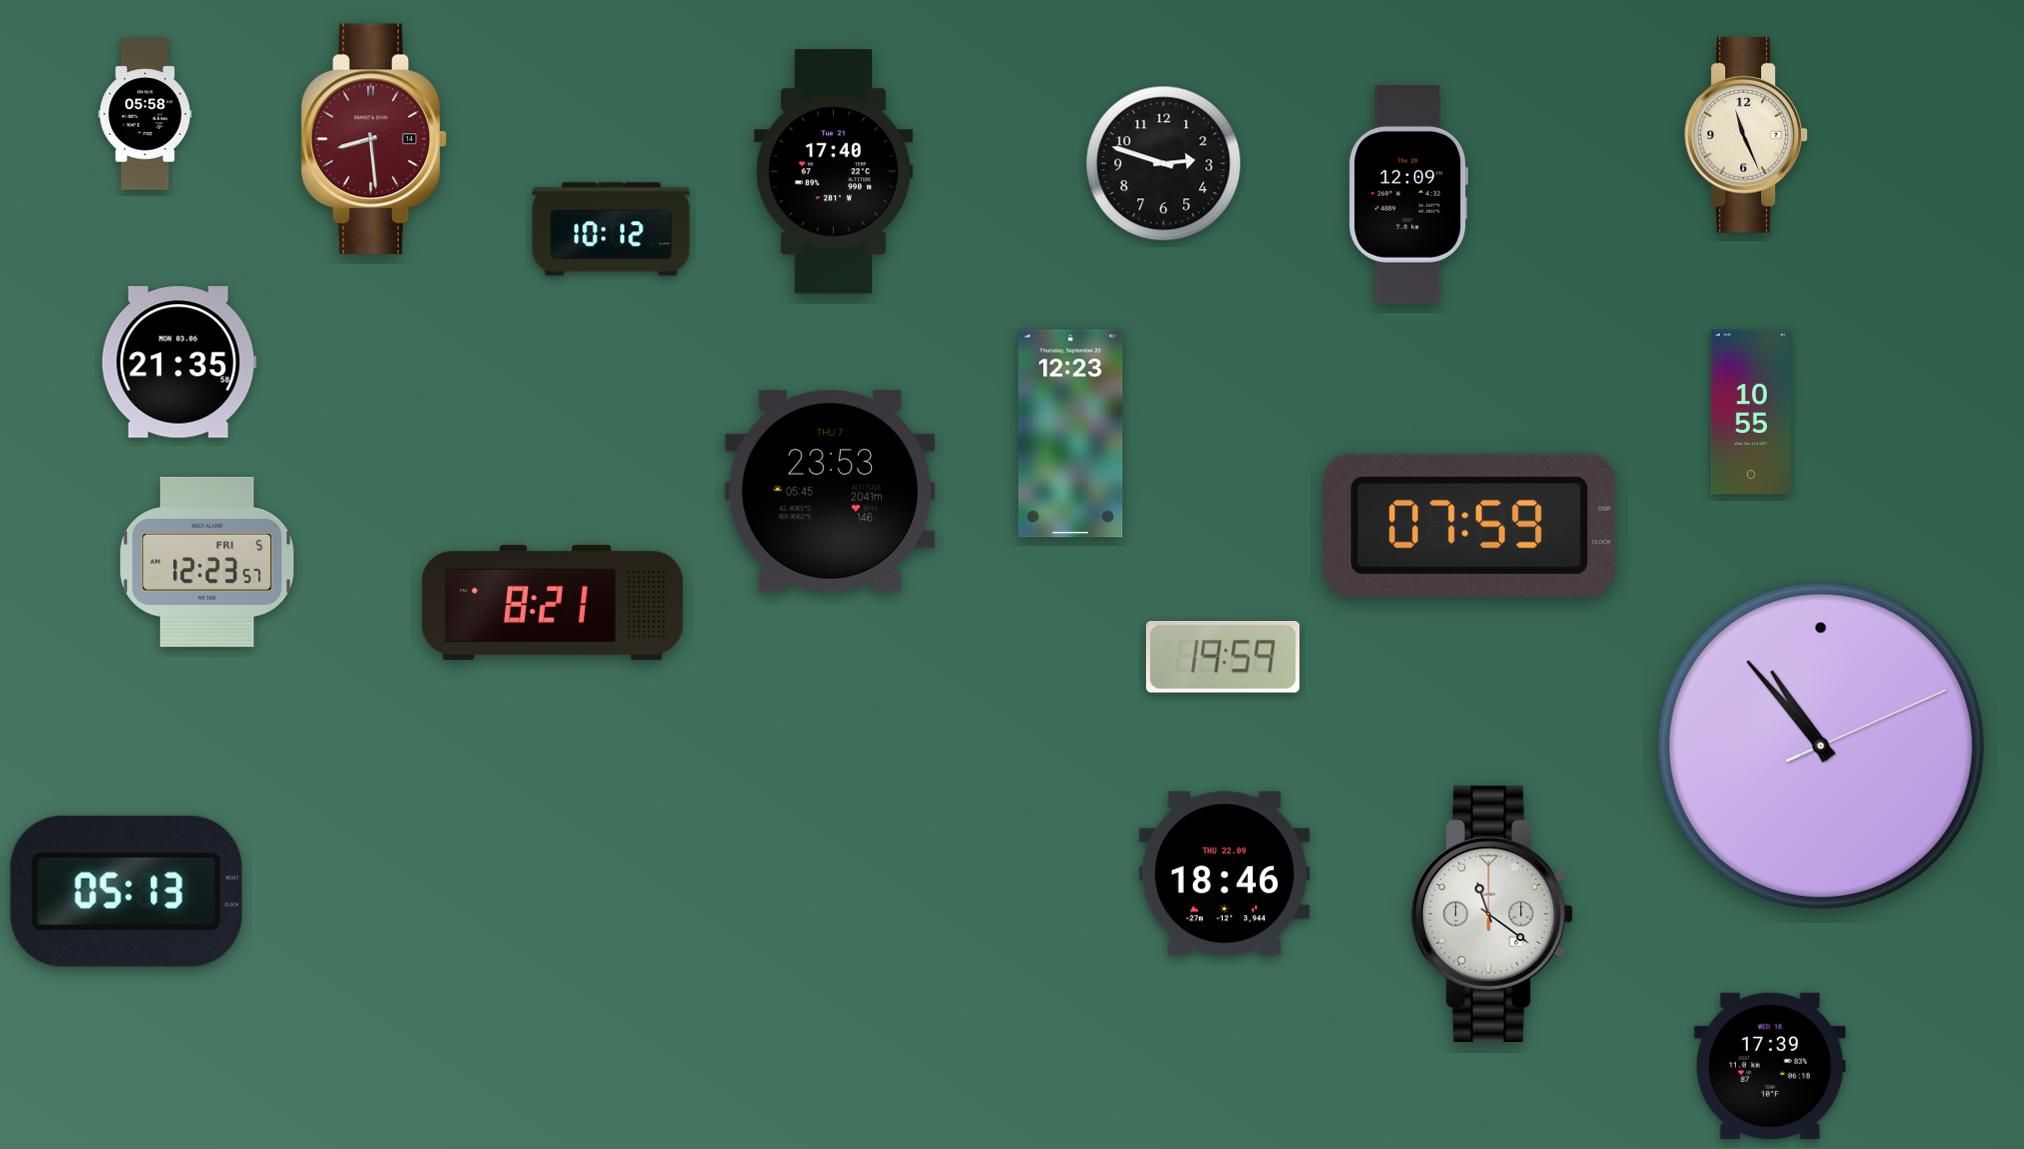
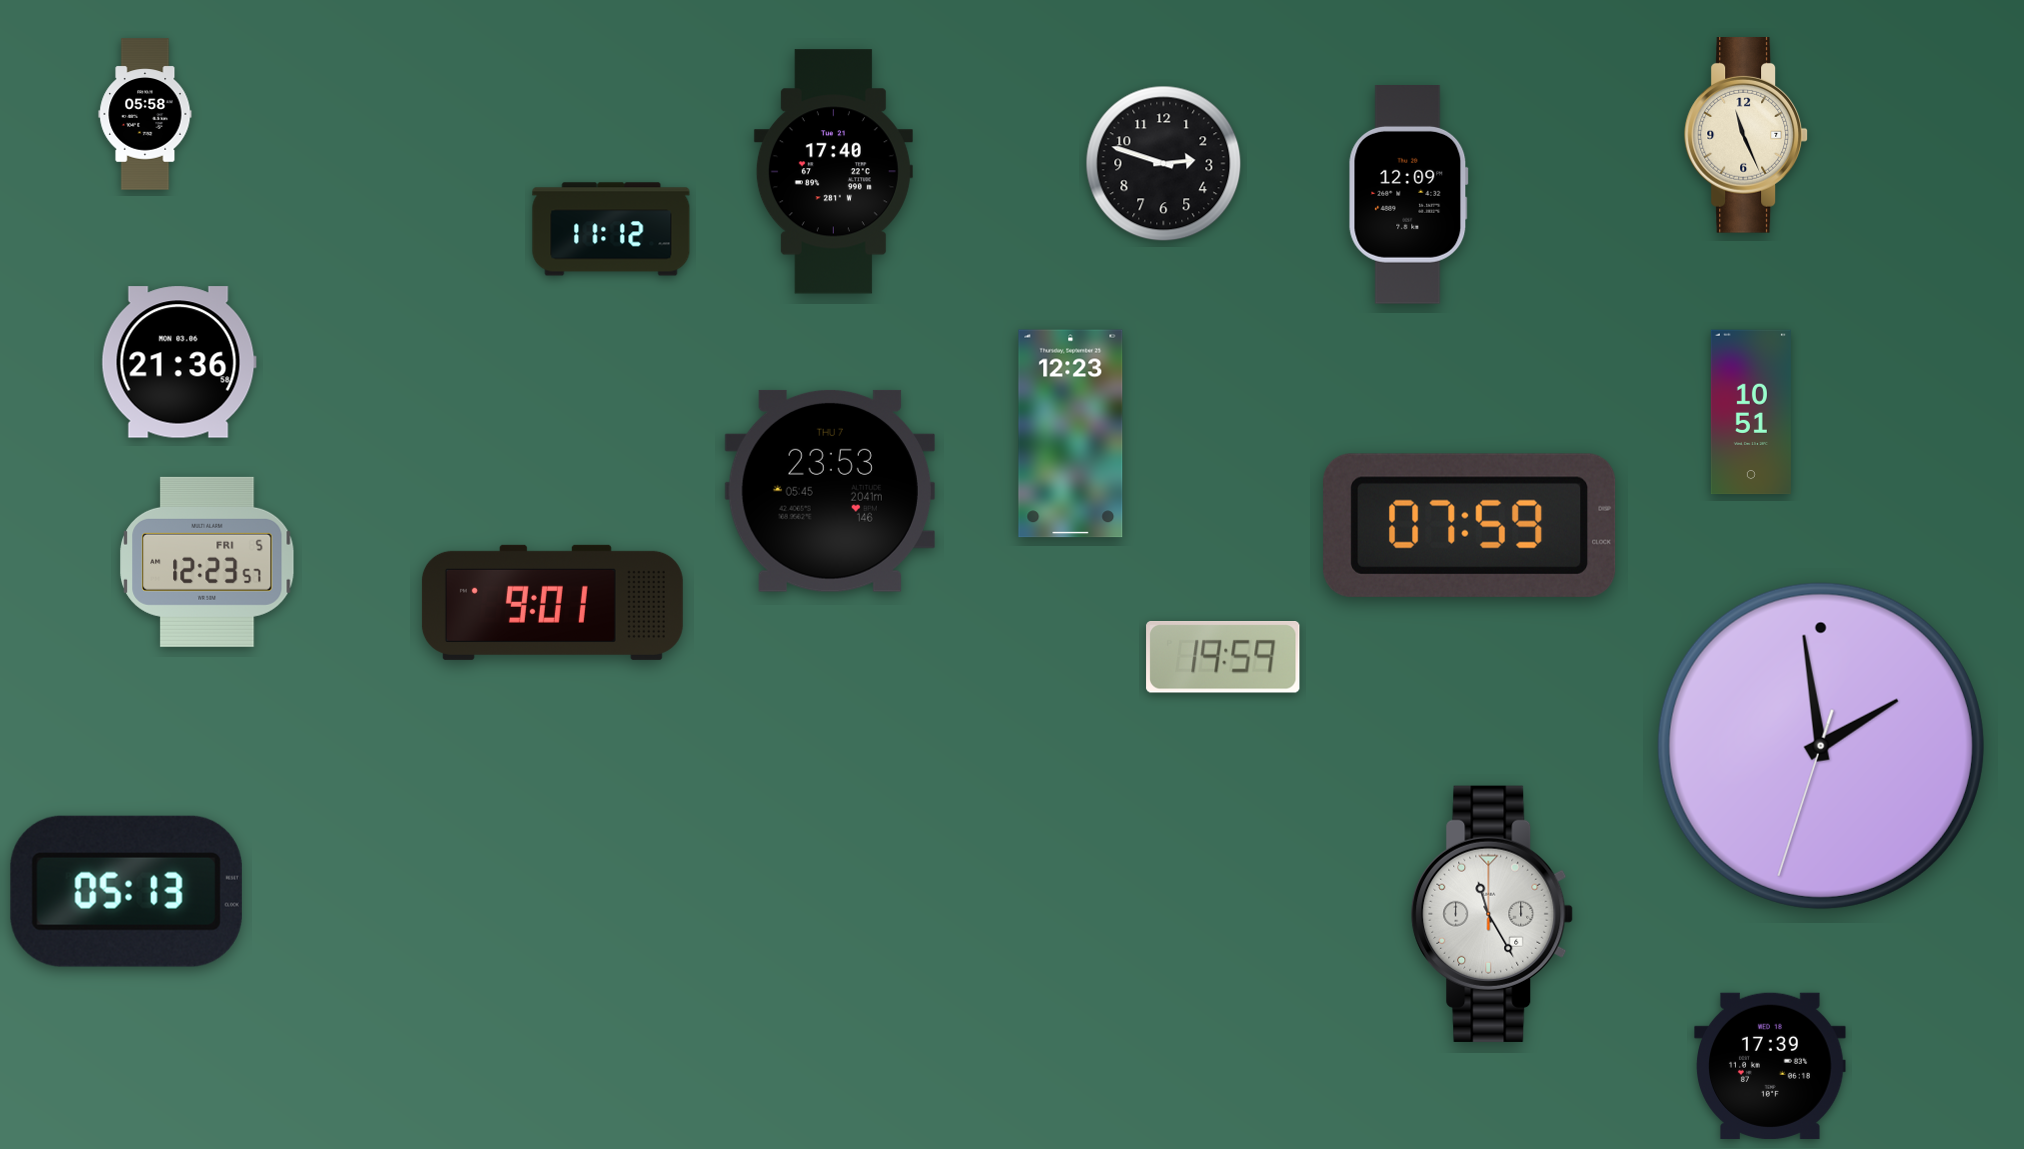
clock at (374, 139): 8:29 -> none
clock at (611, 229): 10:12 -> 11:12
clock at (179, 362): 21:35 -> 21:36
clock at (1751, 412): 10:55 -> 10:51
clock at (552, 602): 8:21 -> 9:01
clock at (1821, 746): 10:53 -> 1:58
clock at (1224, 874): 18:46 -> none
clock at (1492, 914): 11:21 -> 11:25
